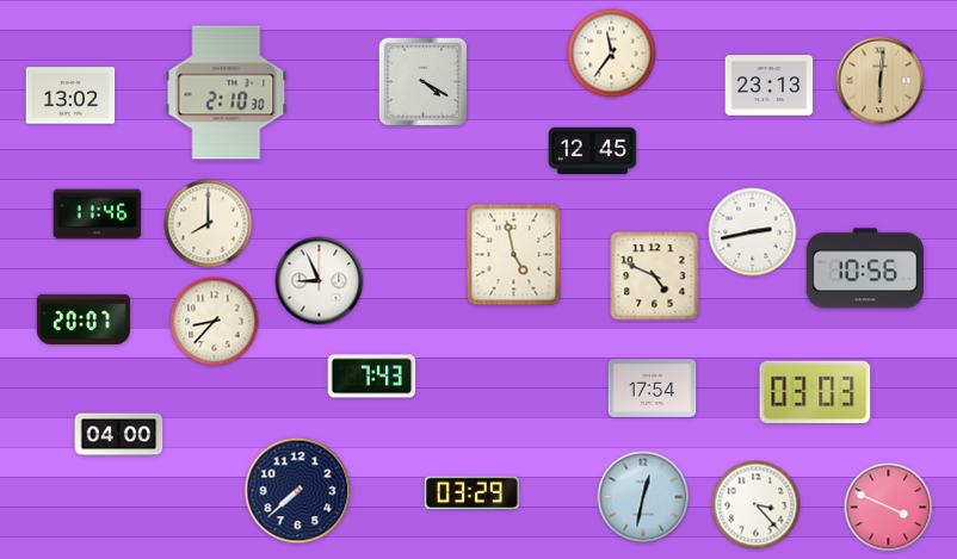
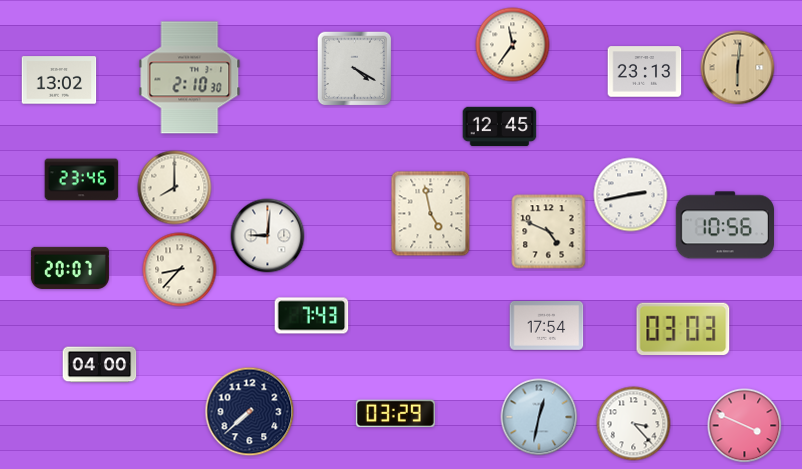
clock at (593, 151) position: (593, 151) -> (500, 127)
clock at (98, 215): 11:46 -> 23:46
clock at (320, 281): 8:56 -> 9:01
